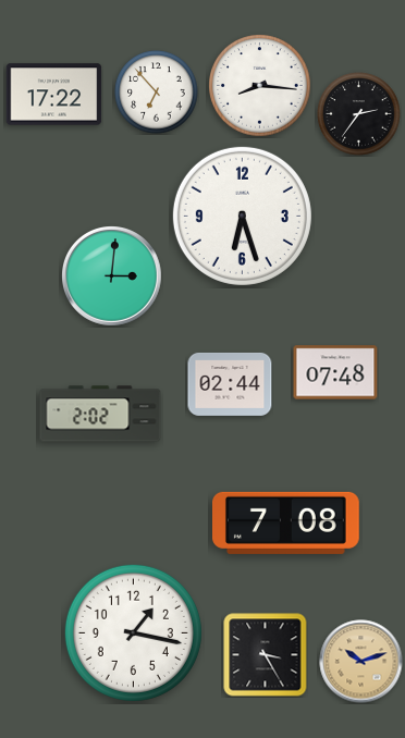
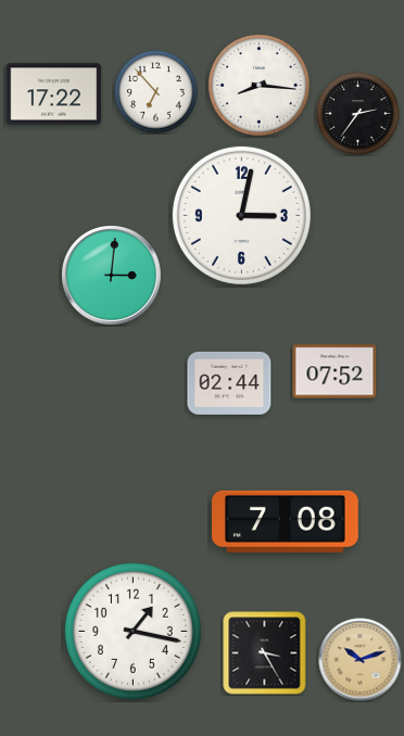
clock at (242, 216): 6:27 -> 3:02
clock at (335, 372): 07:48 -> 07:52
clock at (100, 414): 2:02 -> none
